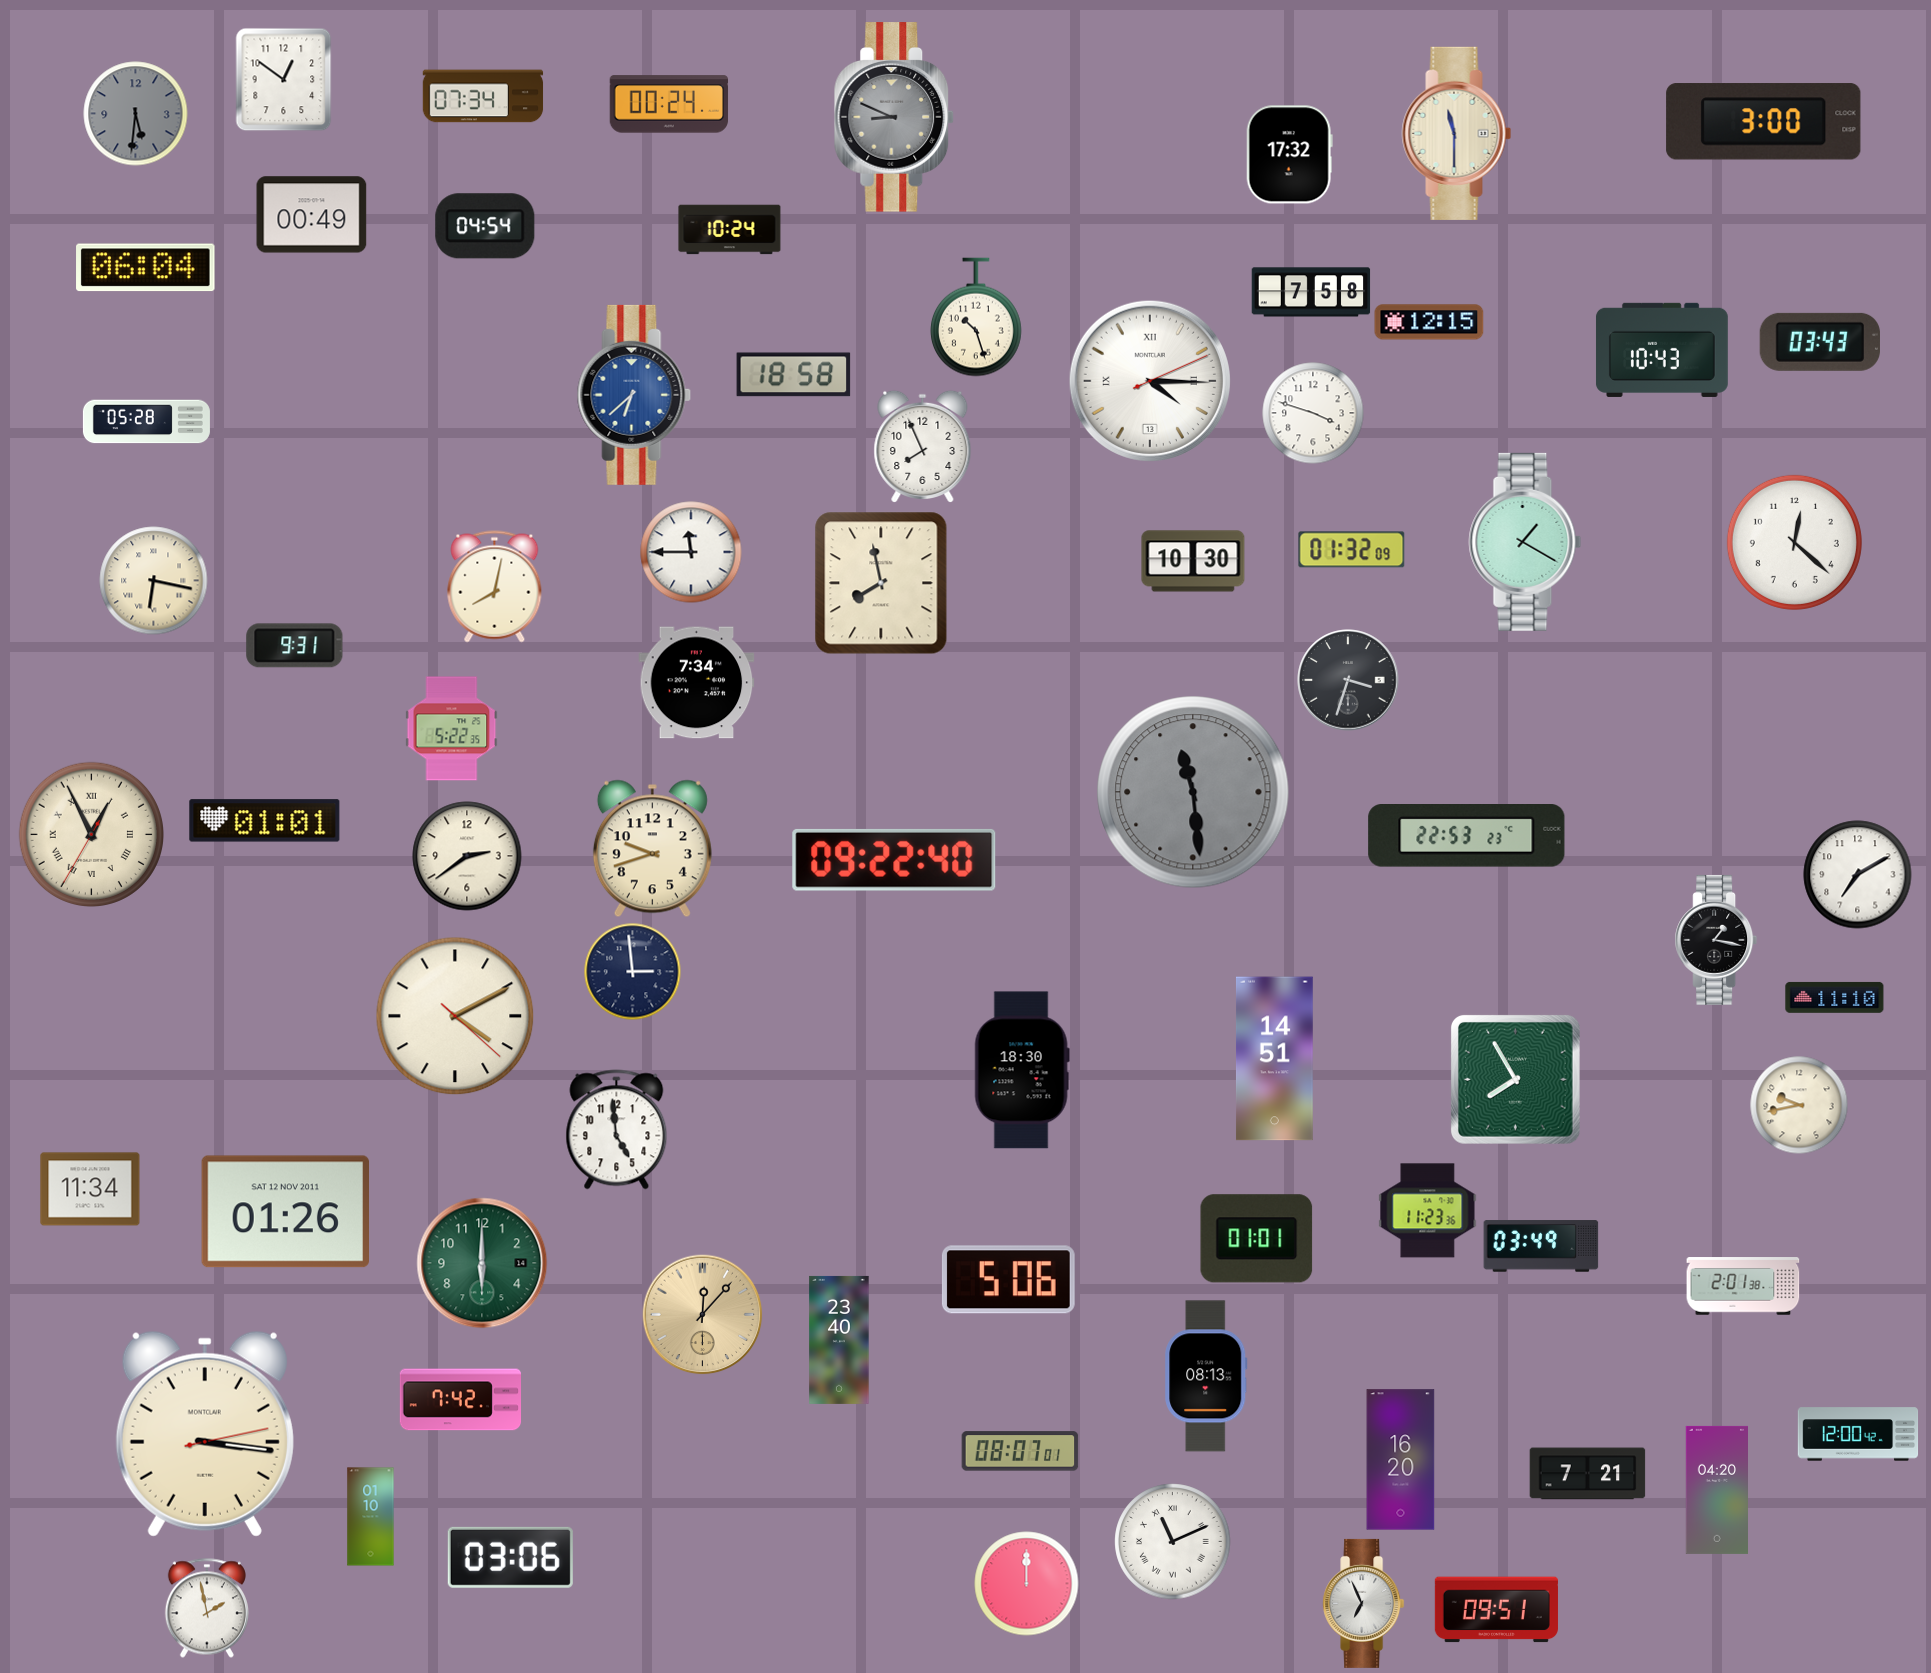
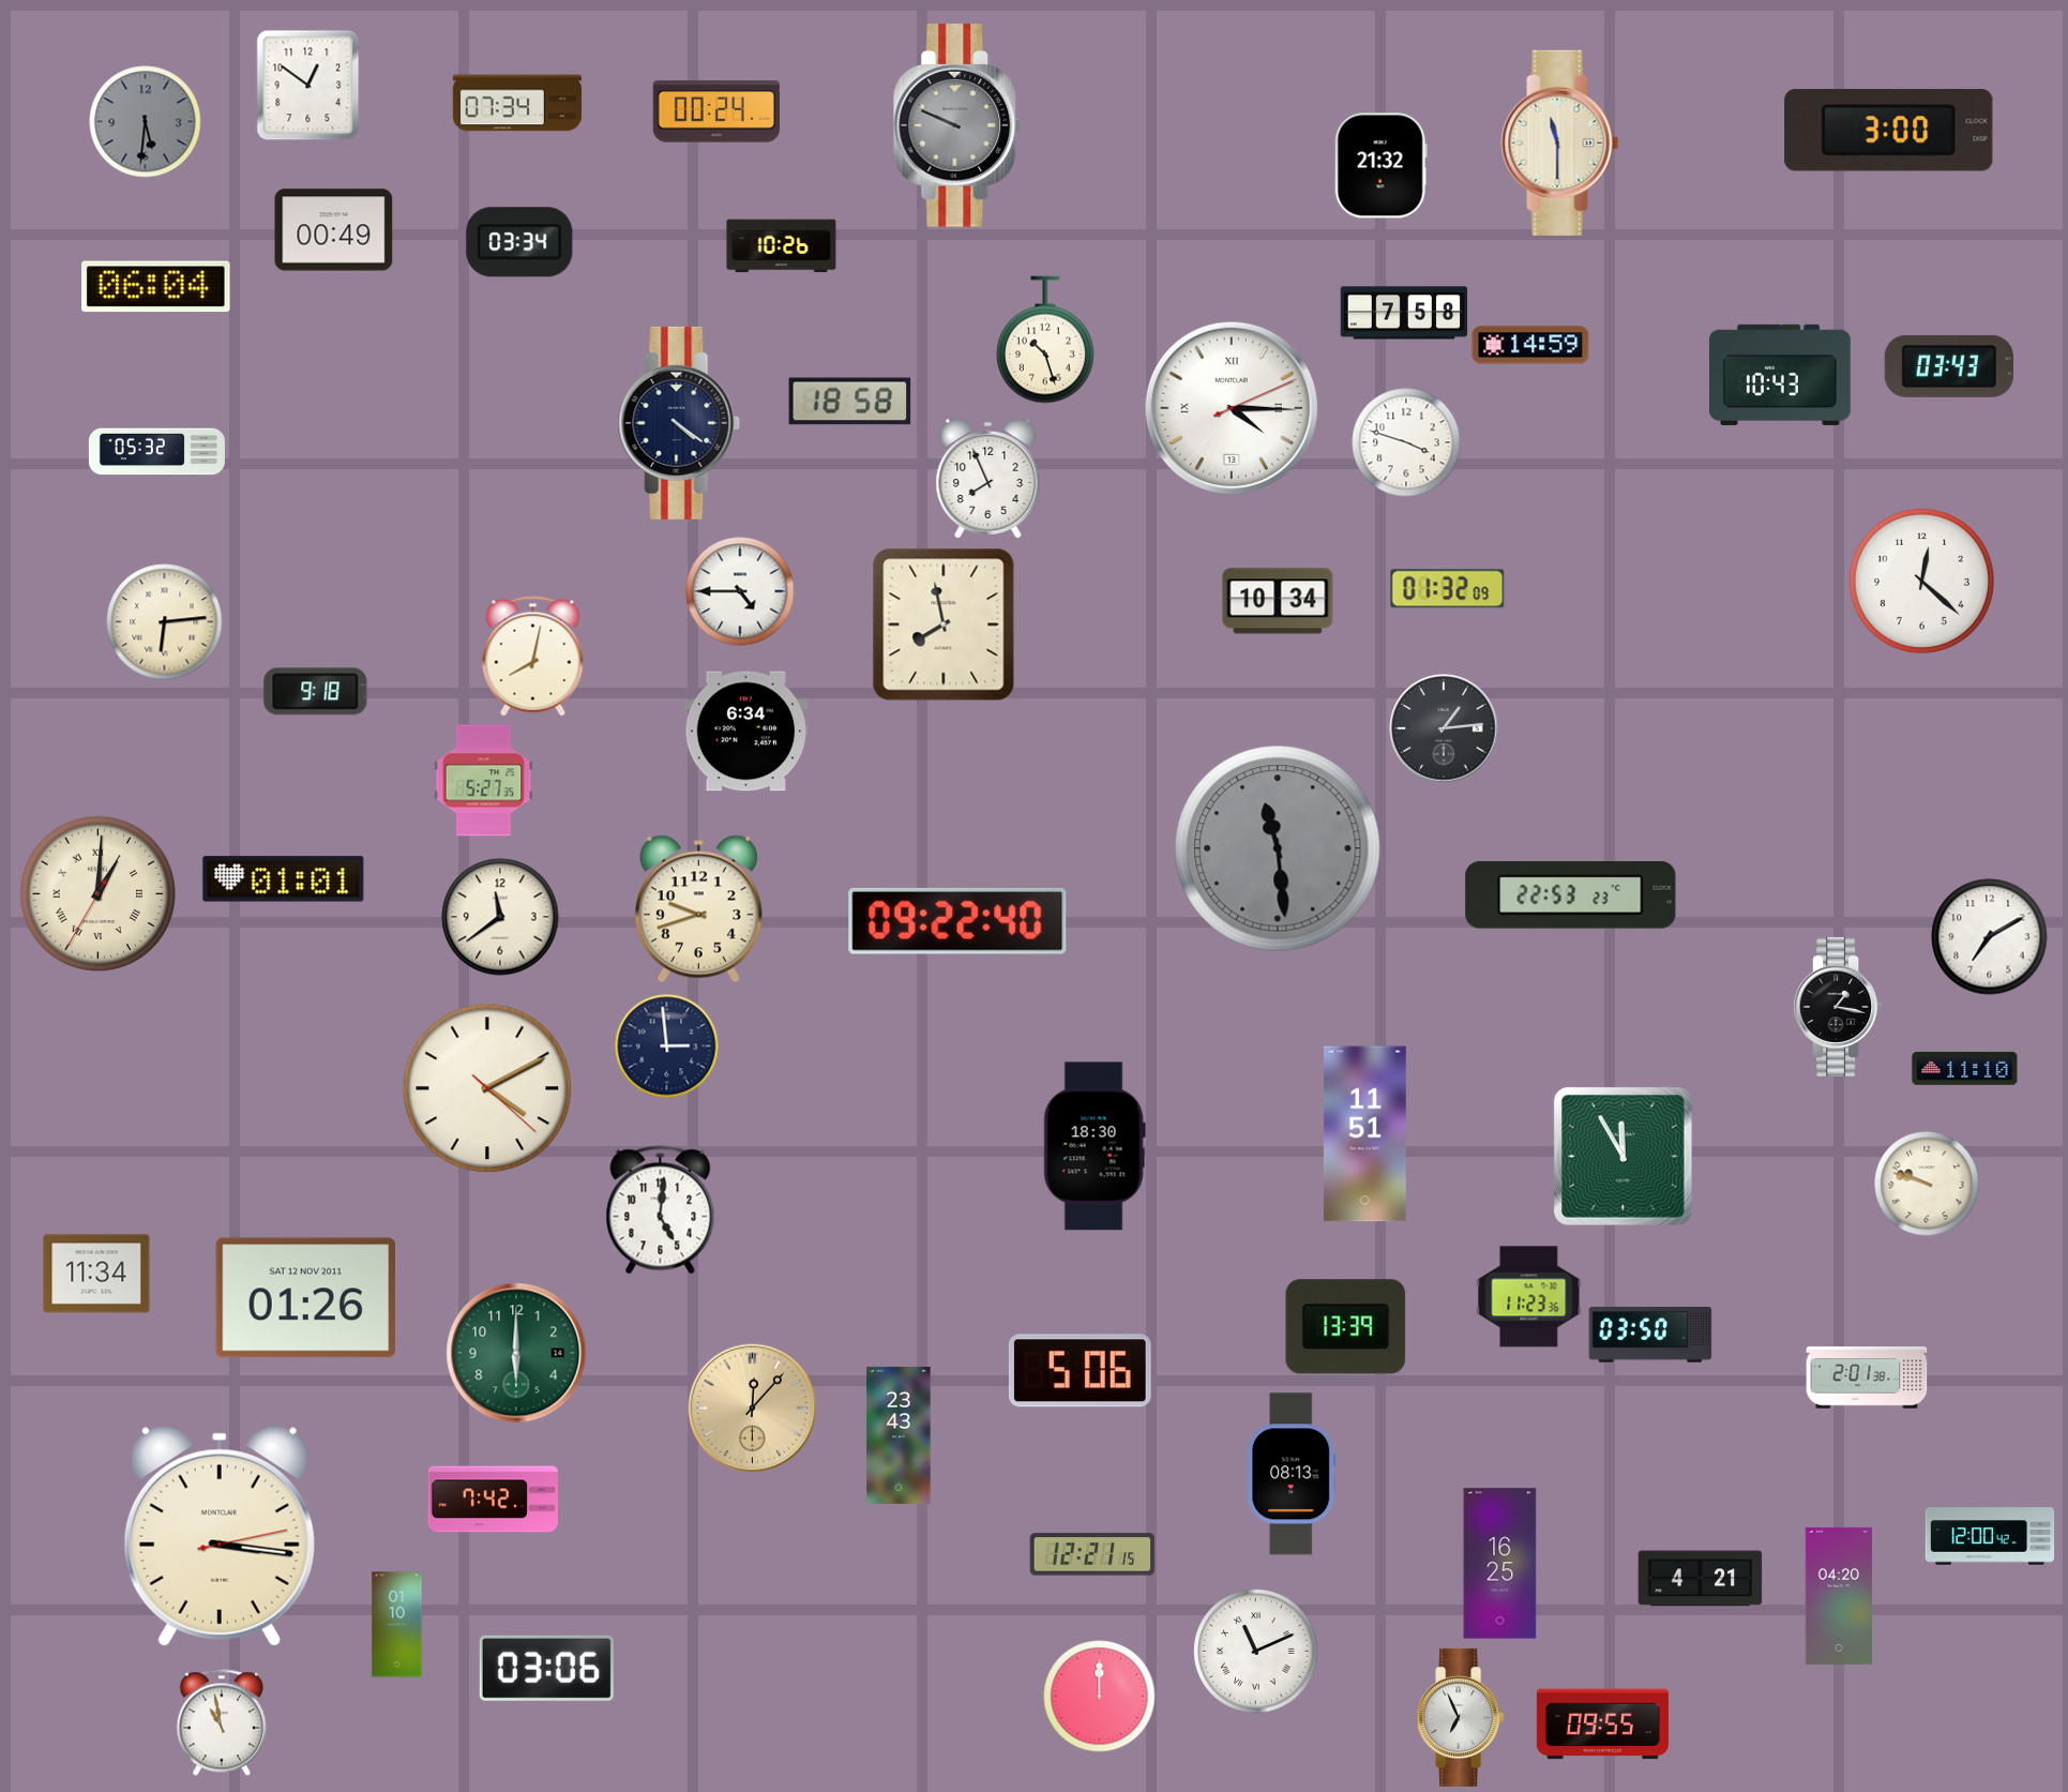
clock at (284, 79) position: (284, 79) -> (308, 85)
clock at (894, 117): 8:49 -> 9:49
clock at (1289, 155): 17:32 -> 21:32
clock at (485, 226): 04:54 -> 03:34
clock at (730, 230): 10:24 -> 10:26
clock at (1429, 322): 12:15 -> 14:59
clock at (634, 395): 6:38 -> 4:21
clock at (634, 395) dial: blue -> navy
clock at (146, 422): 05:28 -> 05:32
clock at (1525, 542): 1:20 -> none
clock at (691, 552): 11:45 -> 4:45
clock at (1193, 561): 10:30 -> 10:34
clock at (154, 581): 6:17 -> 6:14
clock at (495, 587) position: (495, 587) -> (533, 657)
clock at (295, 646): 9:31 -> 9:18
clock at (1348, 680): 3:33 -> 1:14
clock at (697, 683): 7:34 -> 6:34
clock at (452, 729): 5:22 -> 5:27
clock at (91, 834): 12:55 -> 1:00
clock at (467, 856): 2:39 -> 11:39
clock at (632, 971) position: (632, 971) -> (666, 1045)
clock at (1274, 1059): 14:51 -> 11:51
clock at (1515, 1079): 7:55 -> 11:55
clock at (1799, 1105): 9:43 -> 9:48
clock at (617, 1130): 4:59 -> 5:01
clock at (1257, 1239): 01:01 -> 13:39
clock at (1541, 1246): 03:49 -> 03:50
clock at (839, 1340): 23:40 -> 23:43
clock at (1020, 1451): 08:07 -> 12:21
clock at (1401, 1460): 16:20 -> 16:25
clock at (1588, 1474): 7:21 -> 4:21
clock at (207, 1608): 1:58 -> 10:58
clock at (1496, 1610): 09:51 -> 09:55
